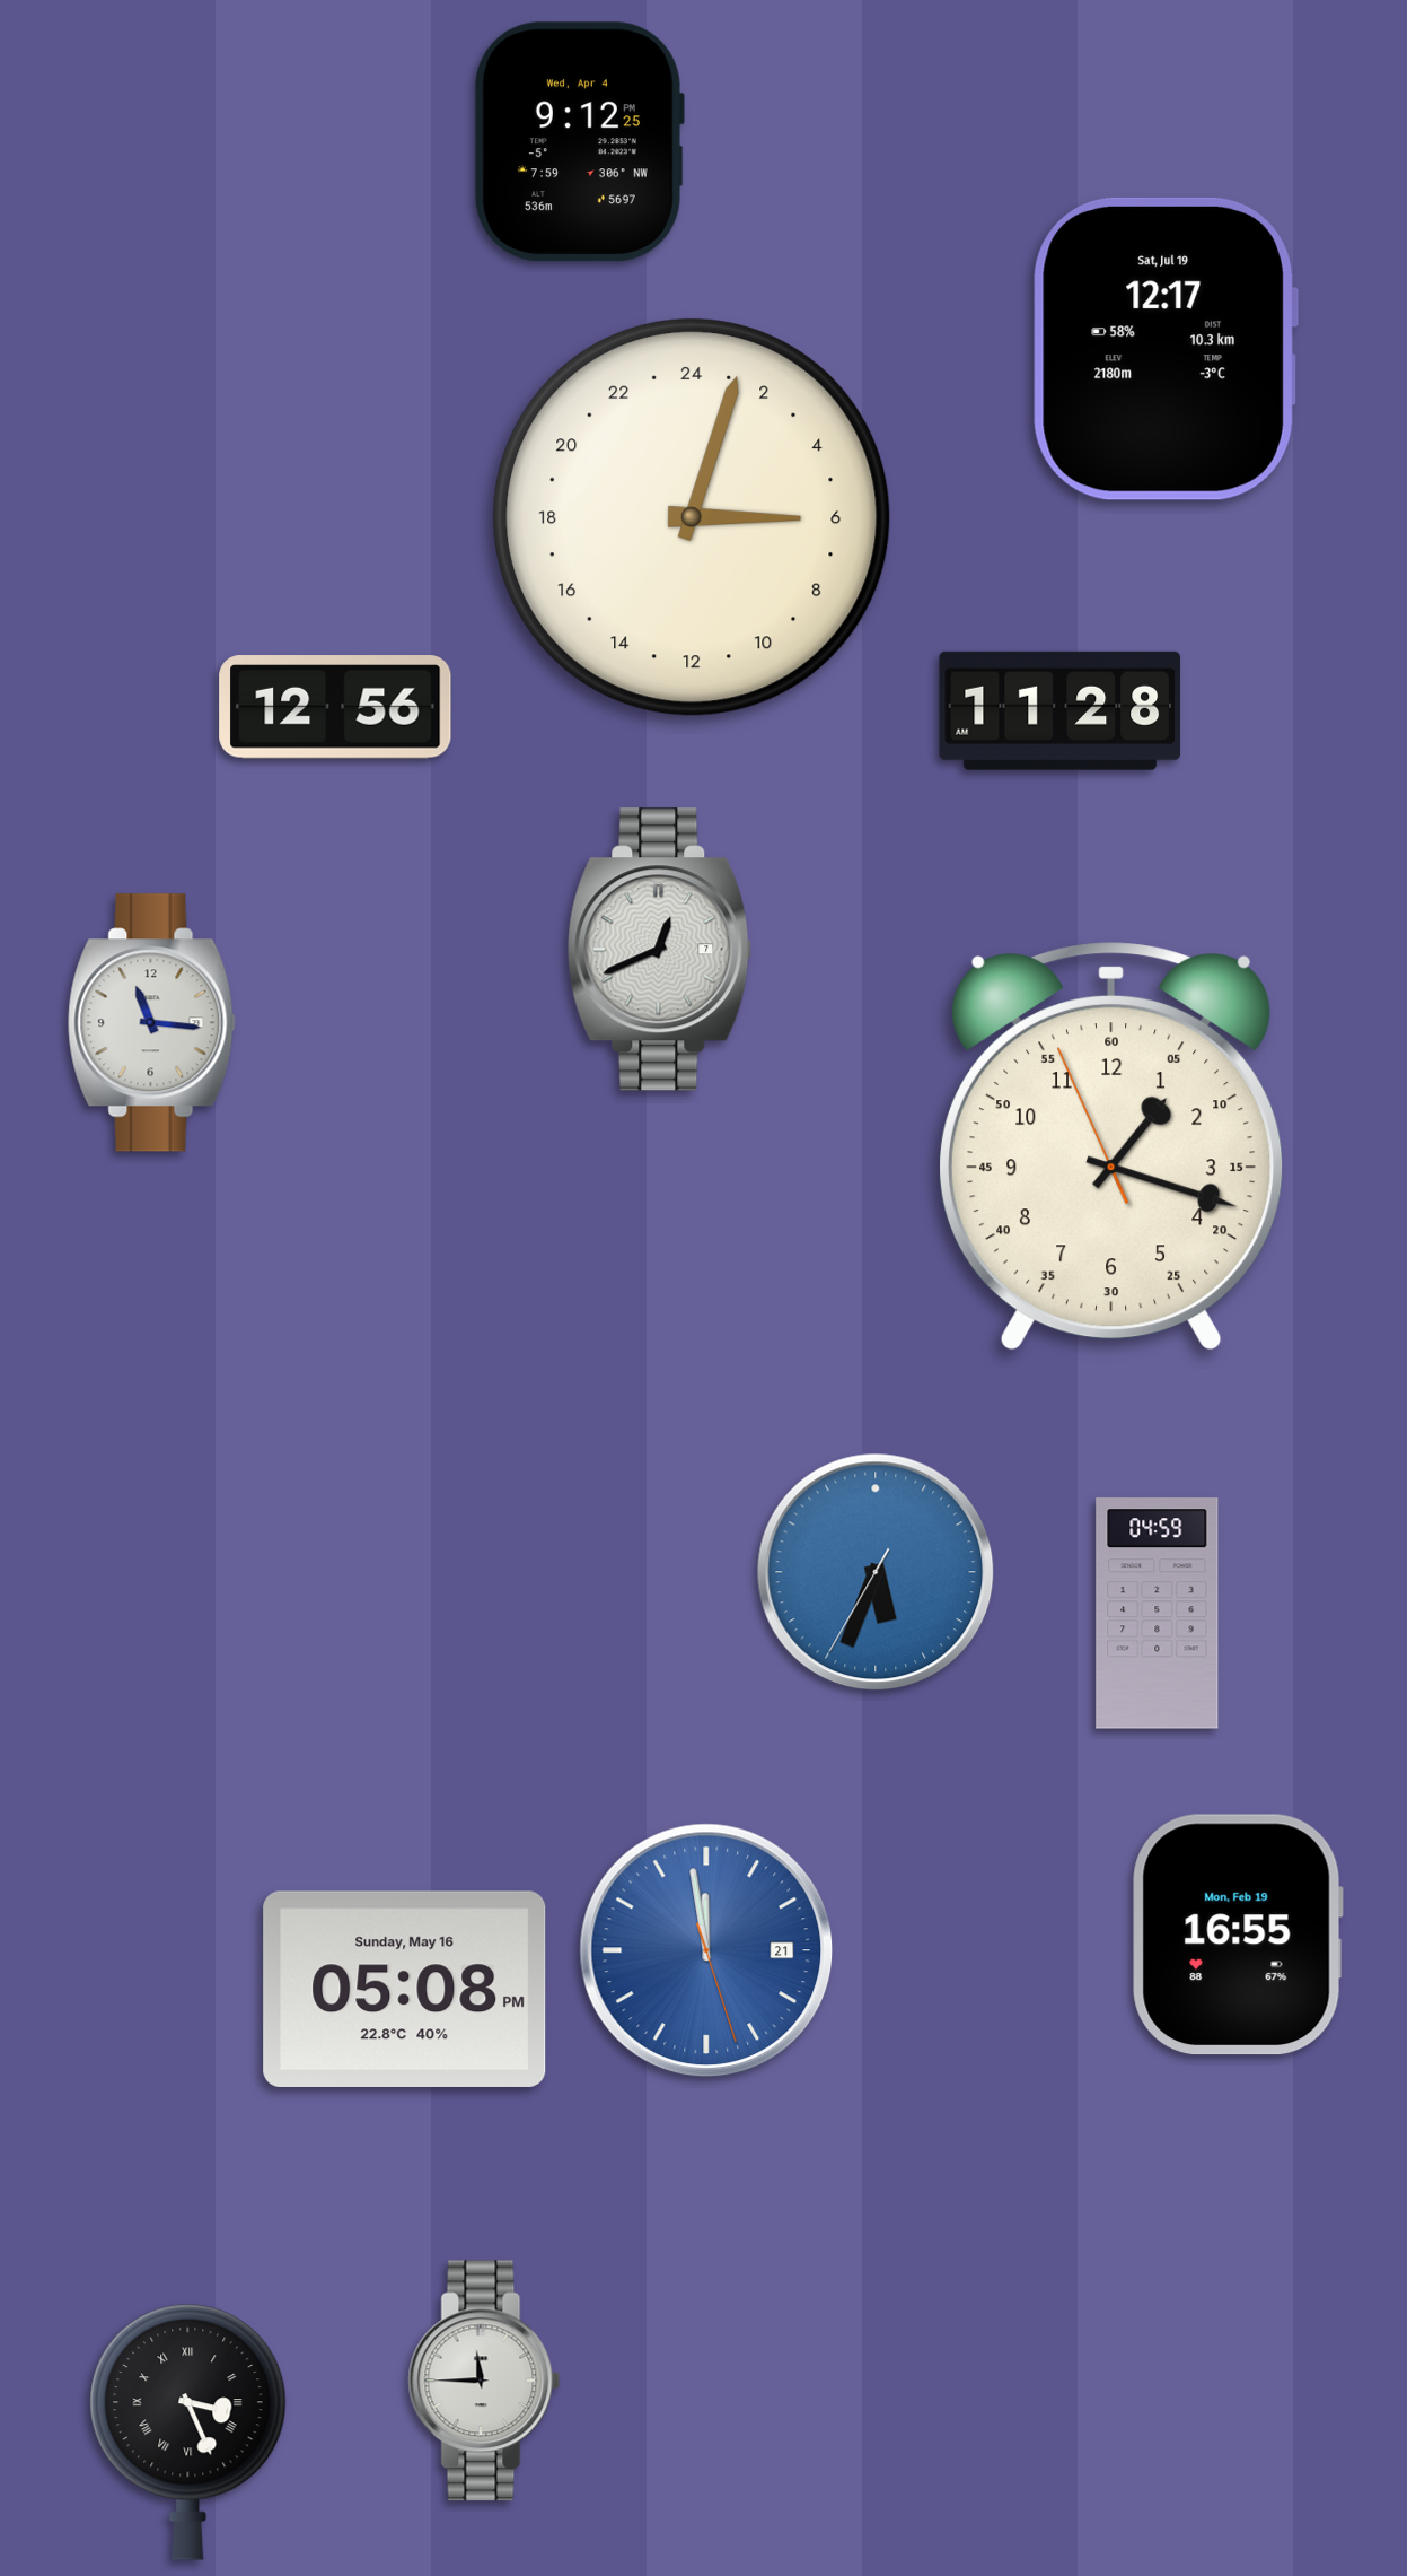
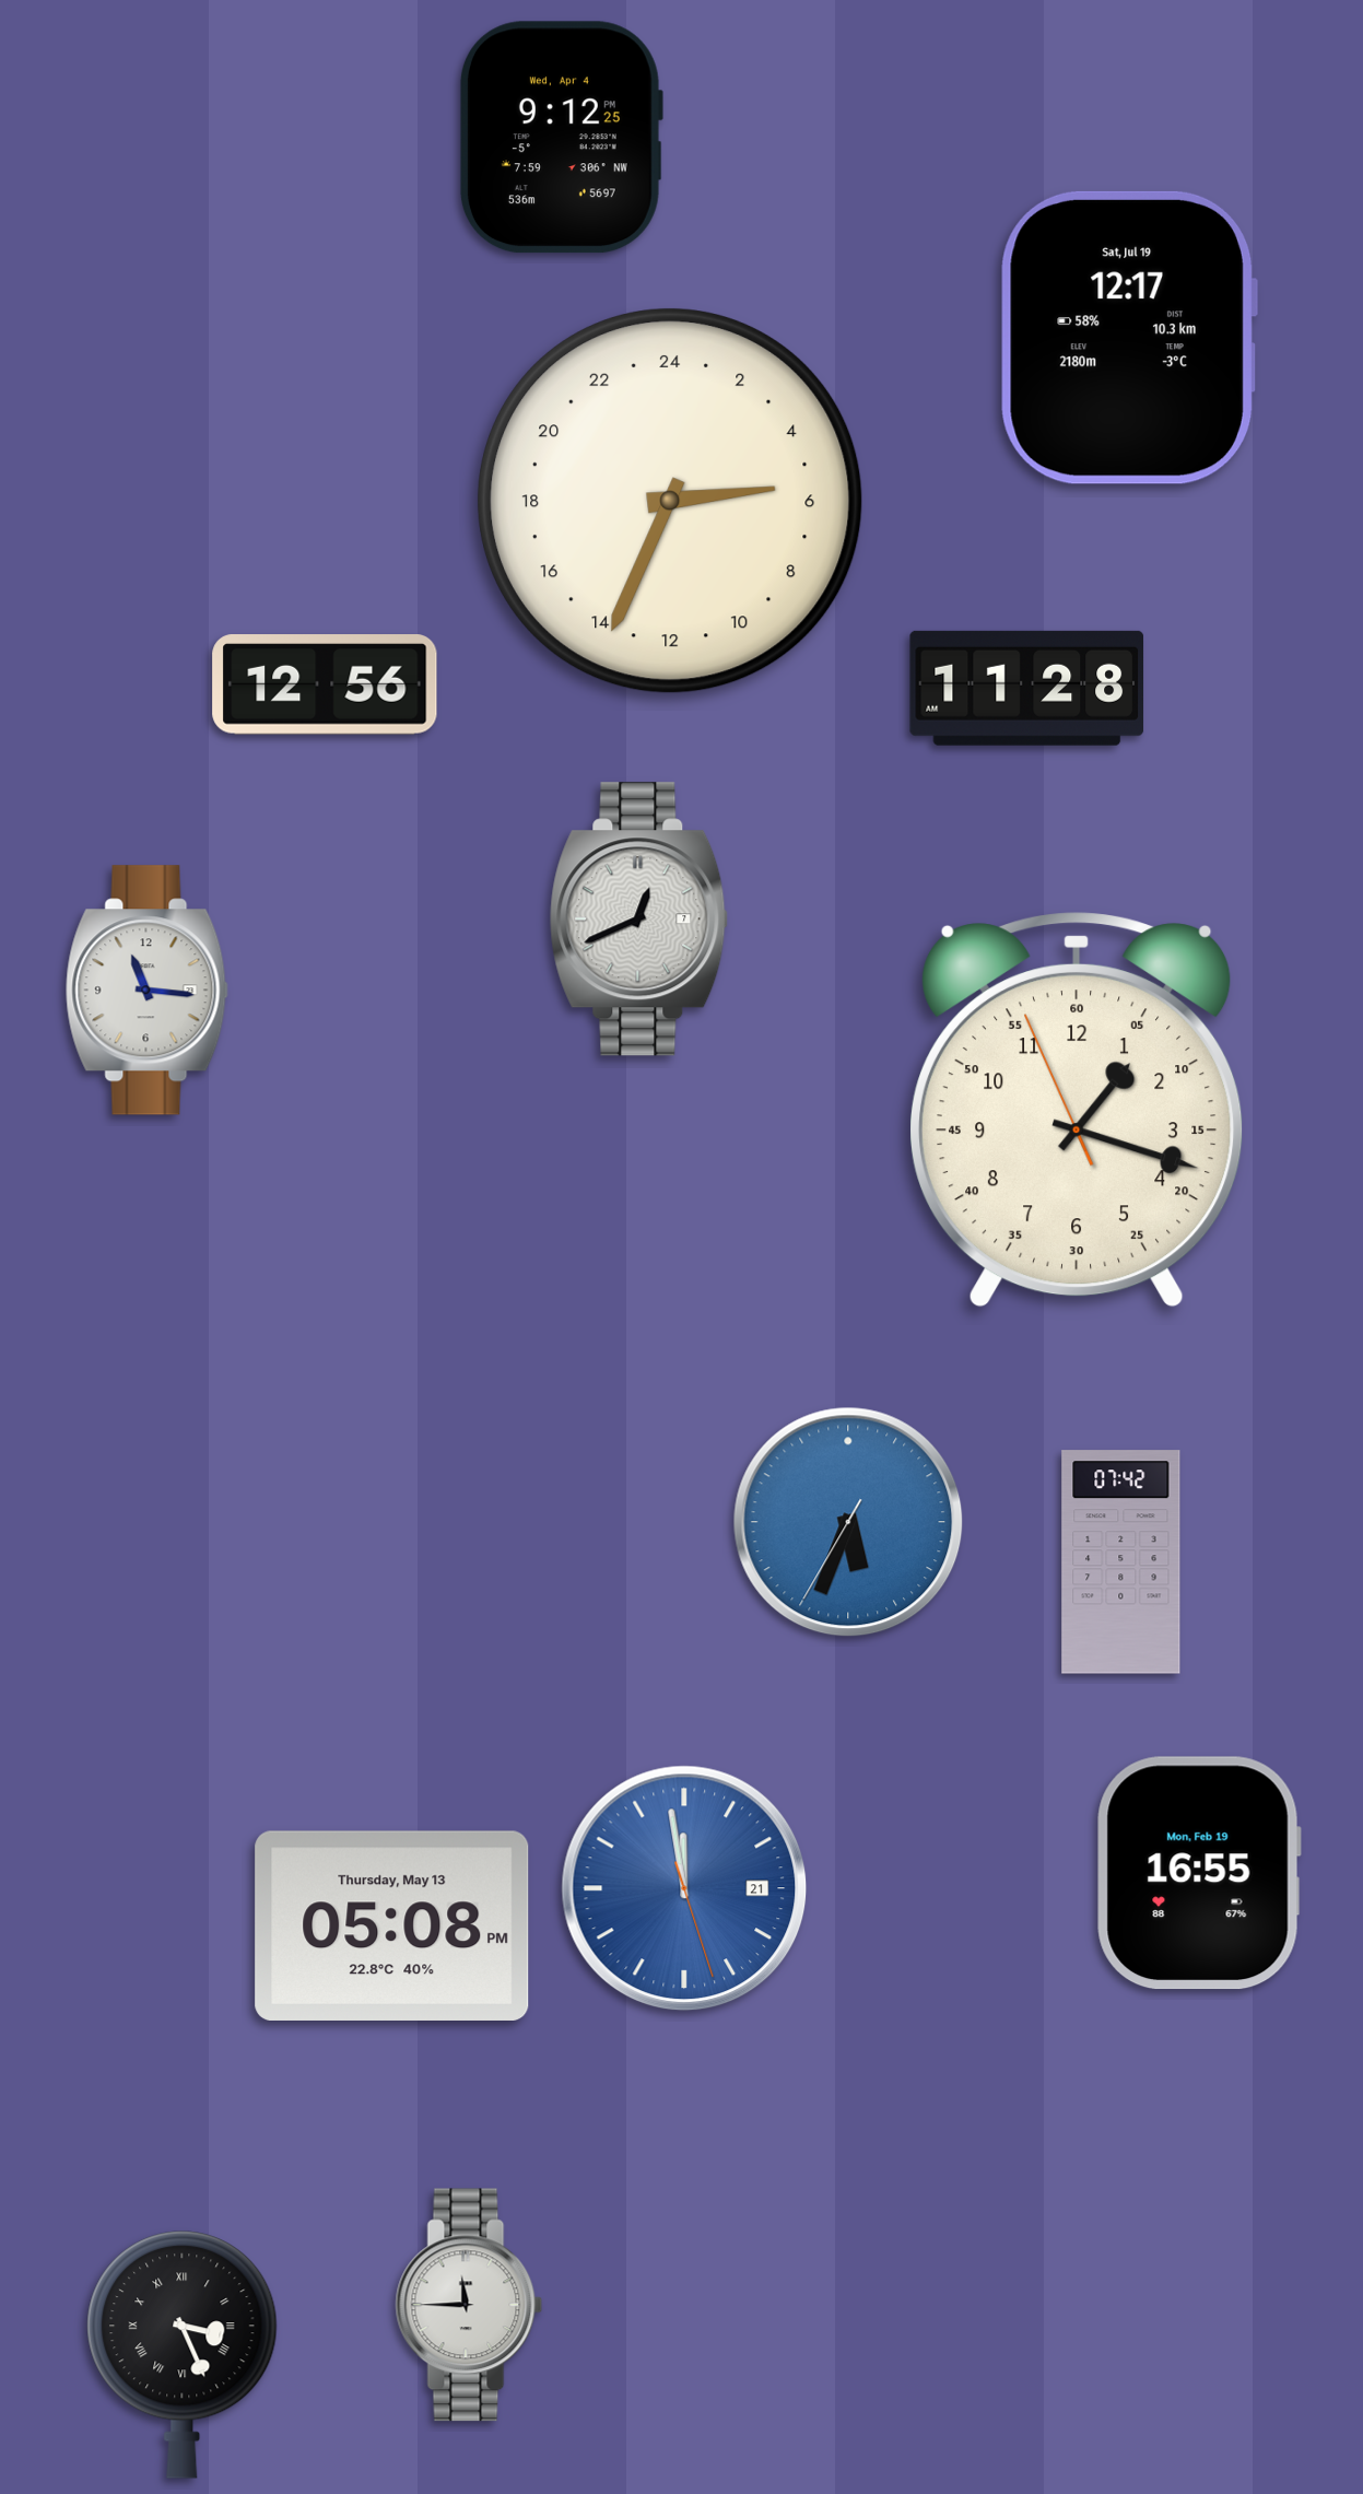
clock at (693, 518): 6:03 -> 5:34
clock at (1158, 1614): 04:59 -> 07:42
clock at (405, 1989) date: Sunday, May 16 -> Thursday, May 13
